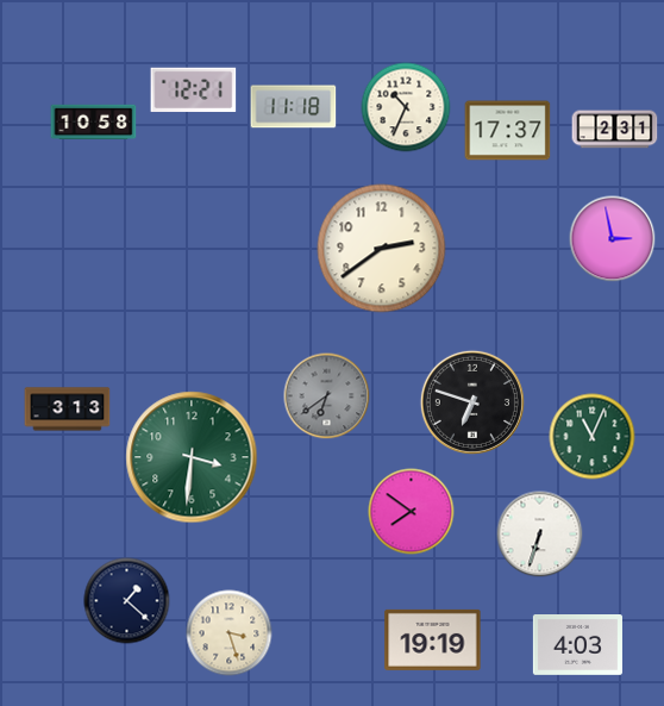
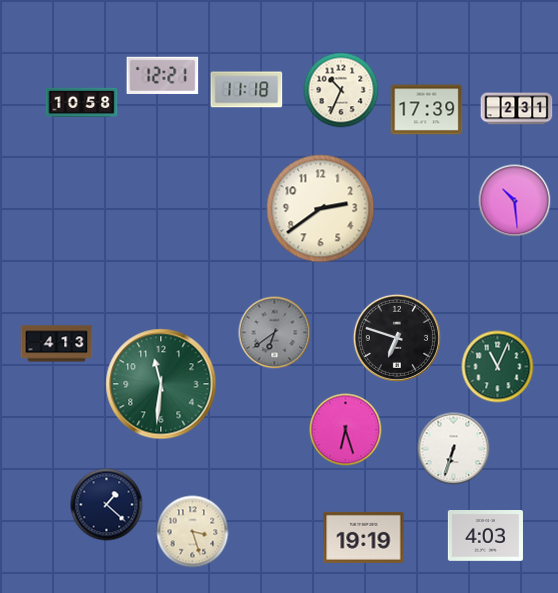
clock at (94, 123) position: (94, 123) -> (82, 103)
clock at (508, 131): 17:37 -> 17:39
clock at (613, 239): 2:58 -> 10:29
clock at (68, 410): 3:13 -> 4:13
clock at (192, 457): 3:31 -> 11:31
clock at (412, 512): 7:51 -> 6:27
clock at (577, 645) position: (577, 645) -> (485, 536)
